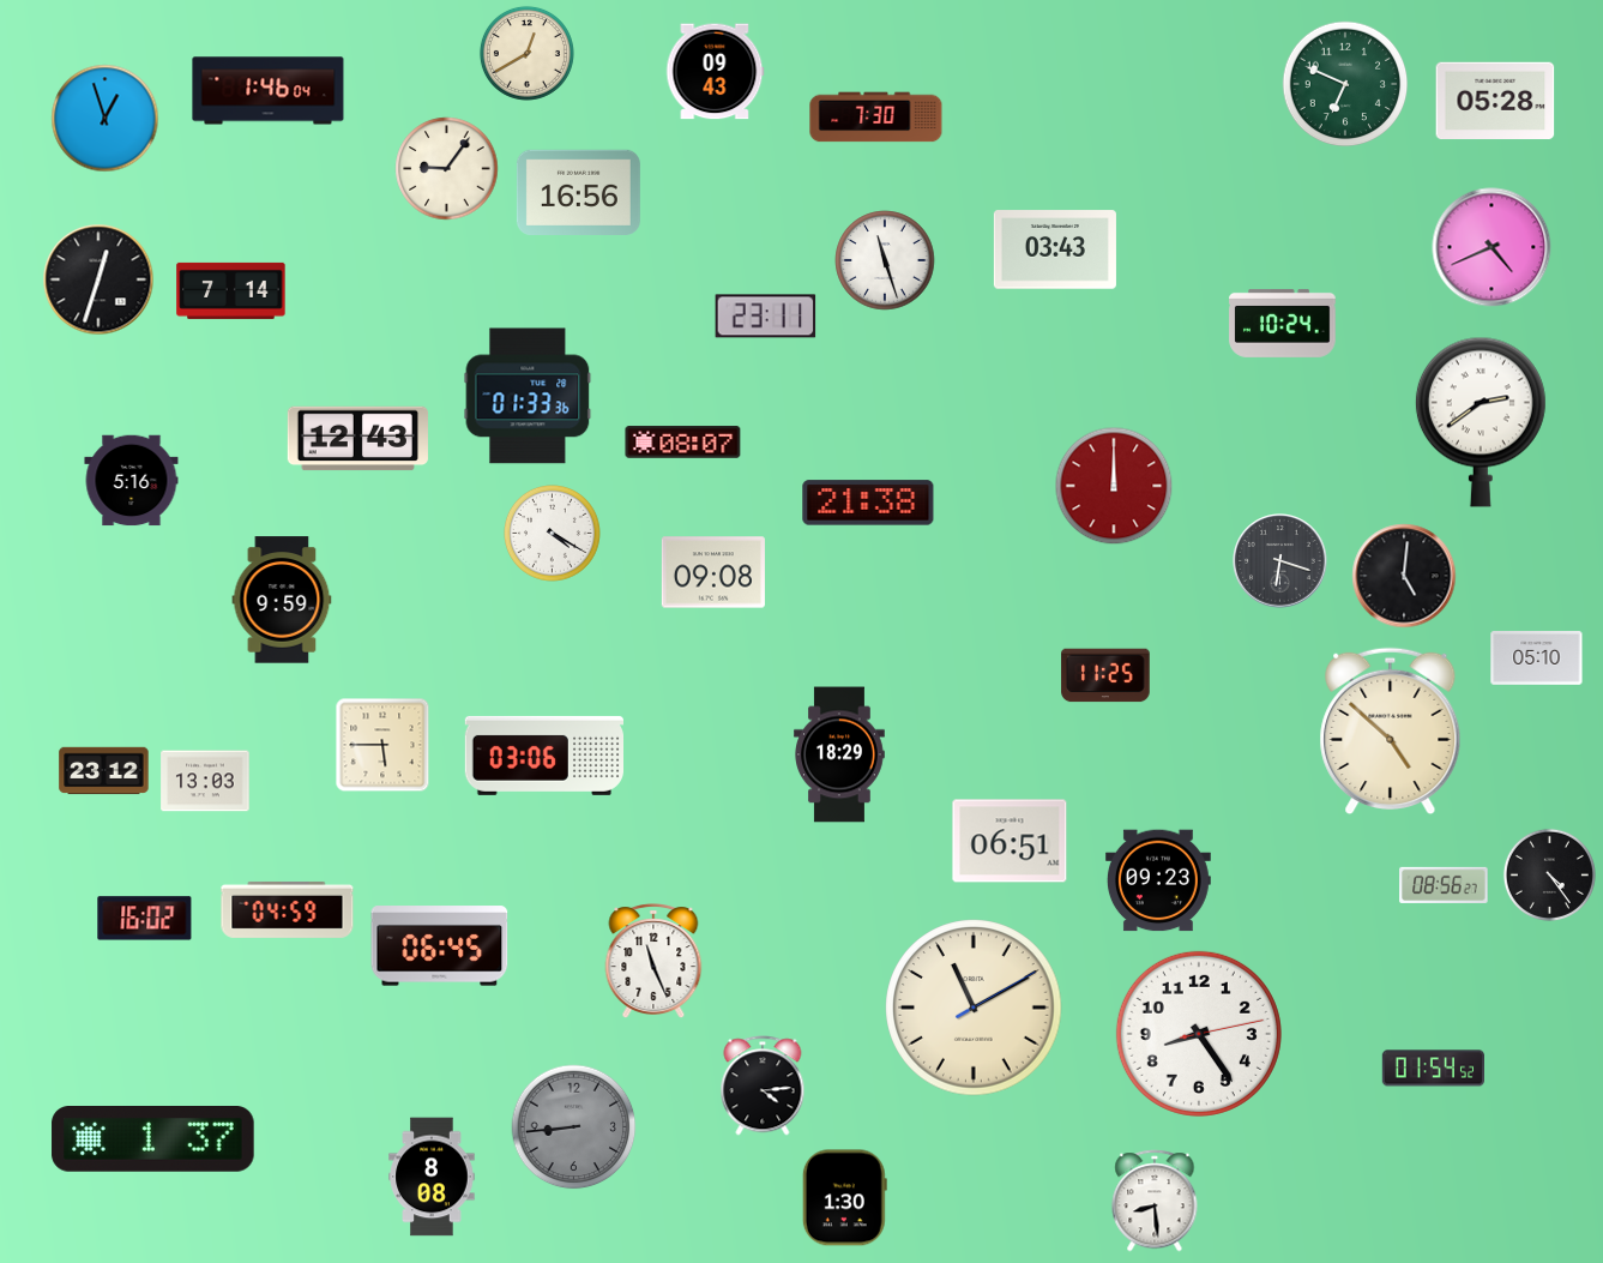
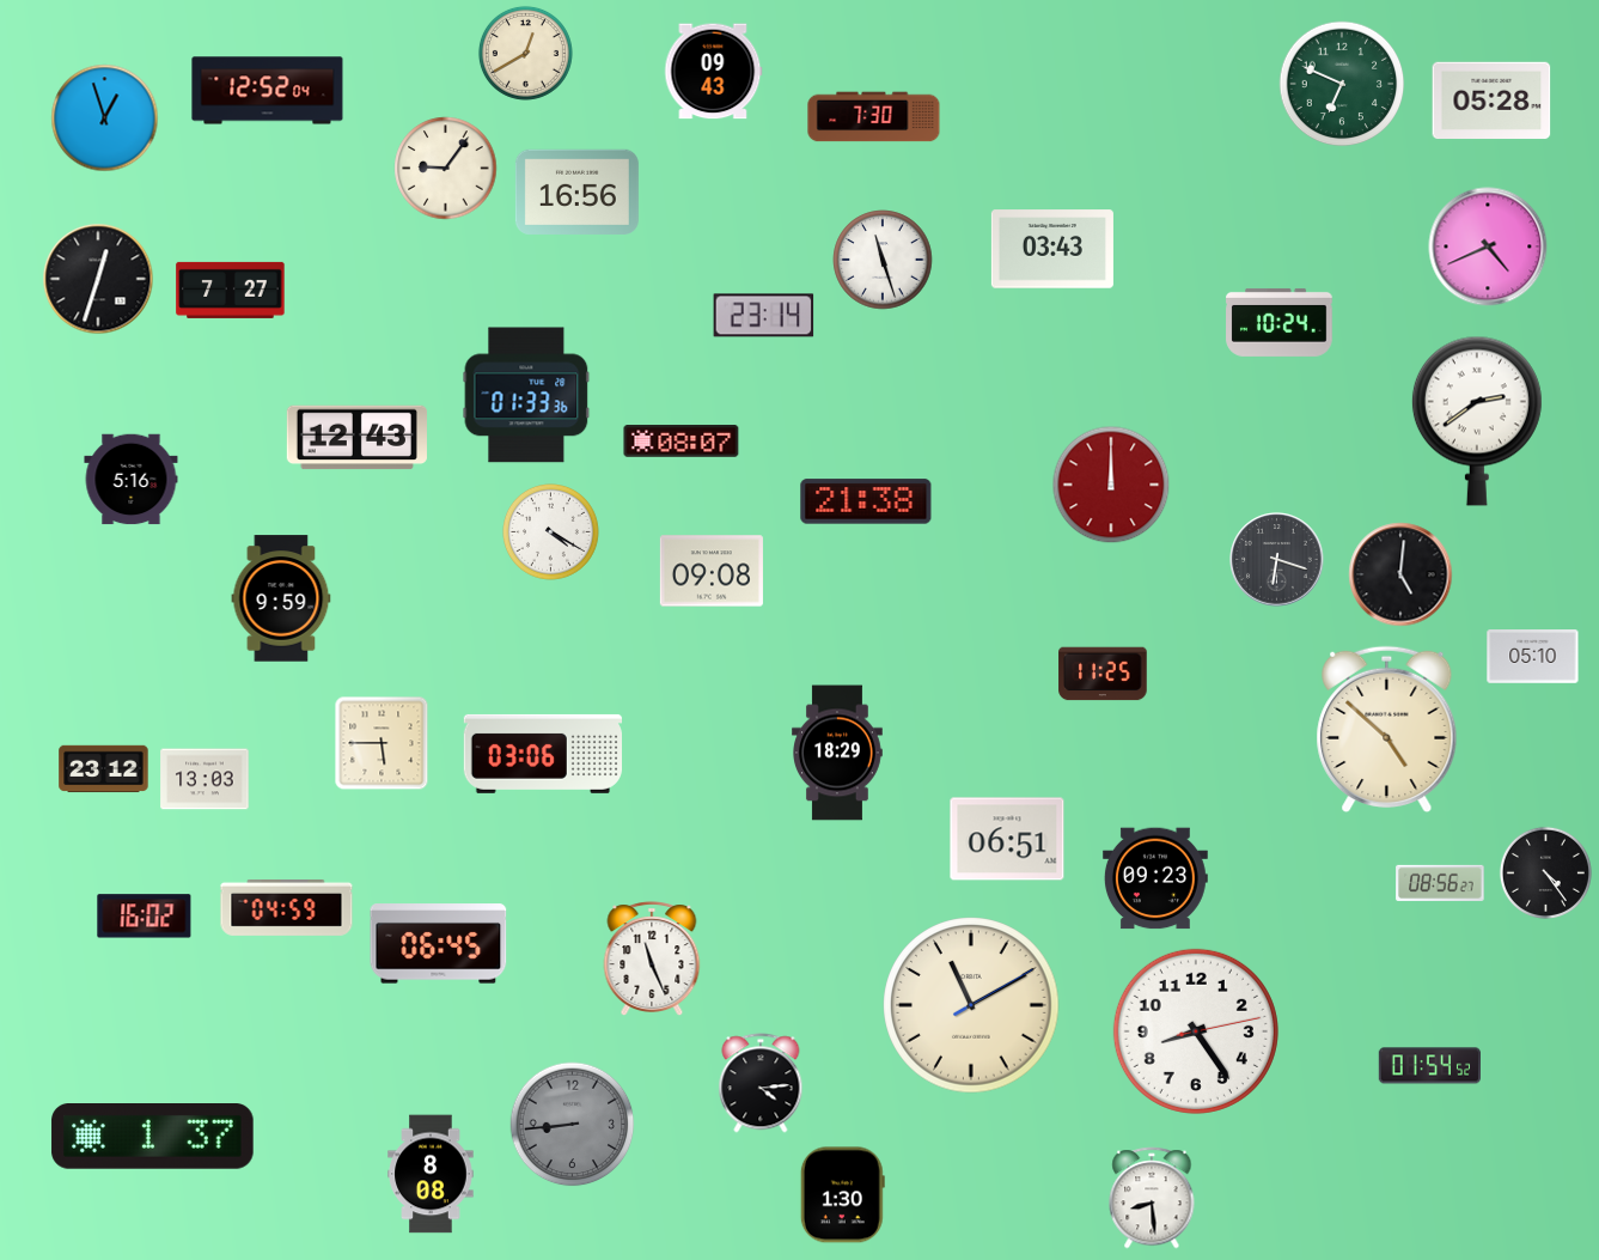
clock at (269, 91): 1:46 -> 12:52
clock at (231, 290): 7:14 -> 7:27
clock at (766, 317): 23:11 -> 23:14
